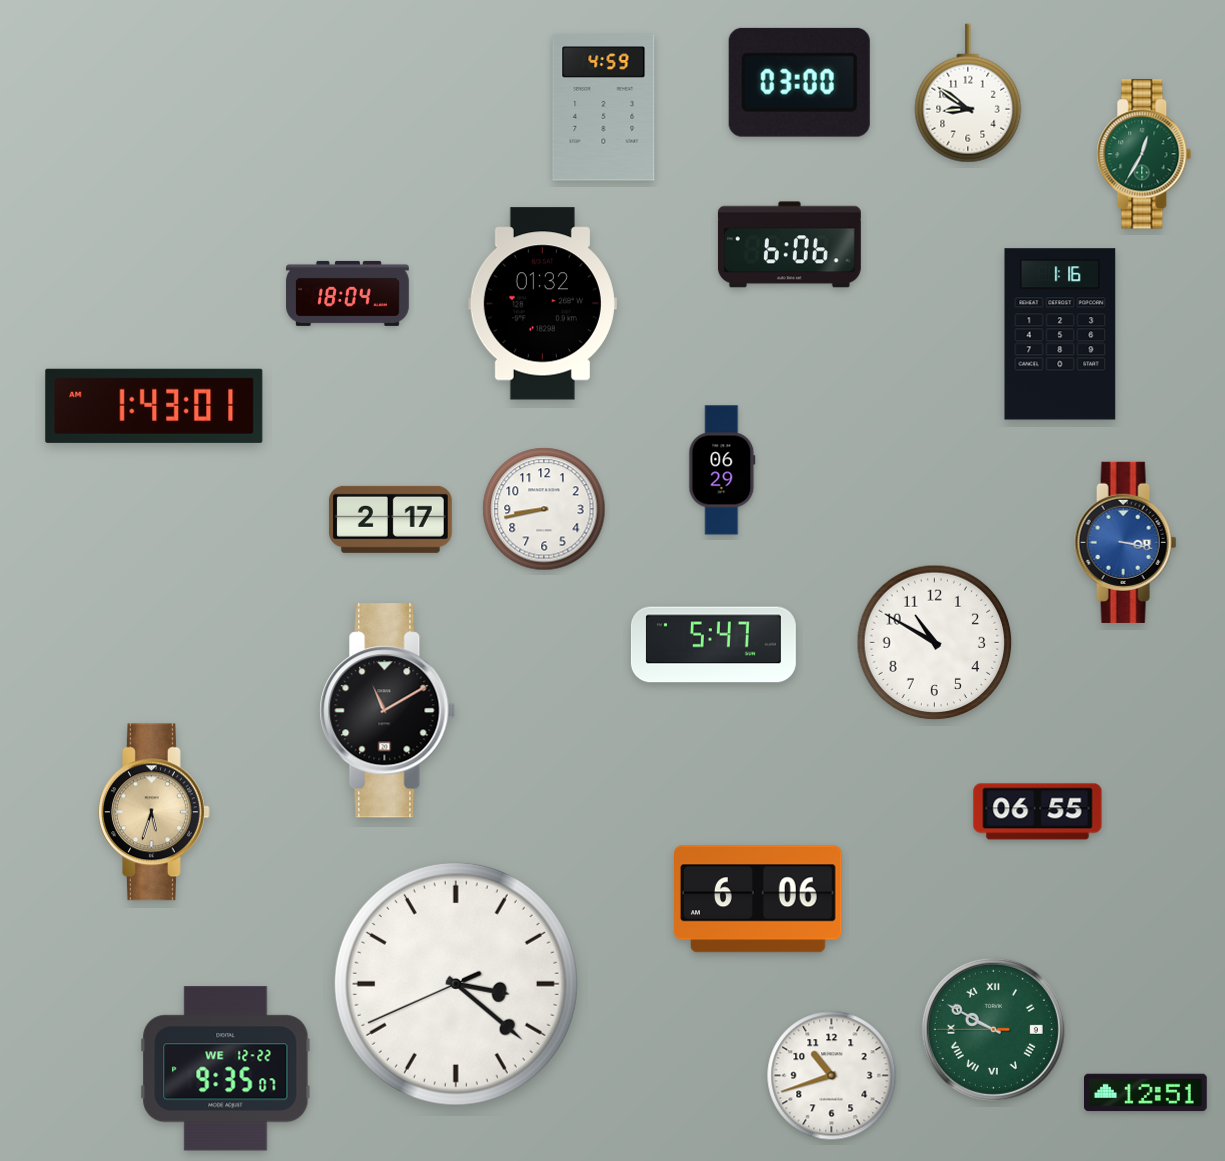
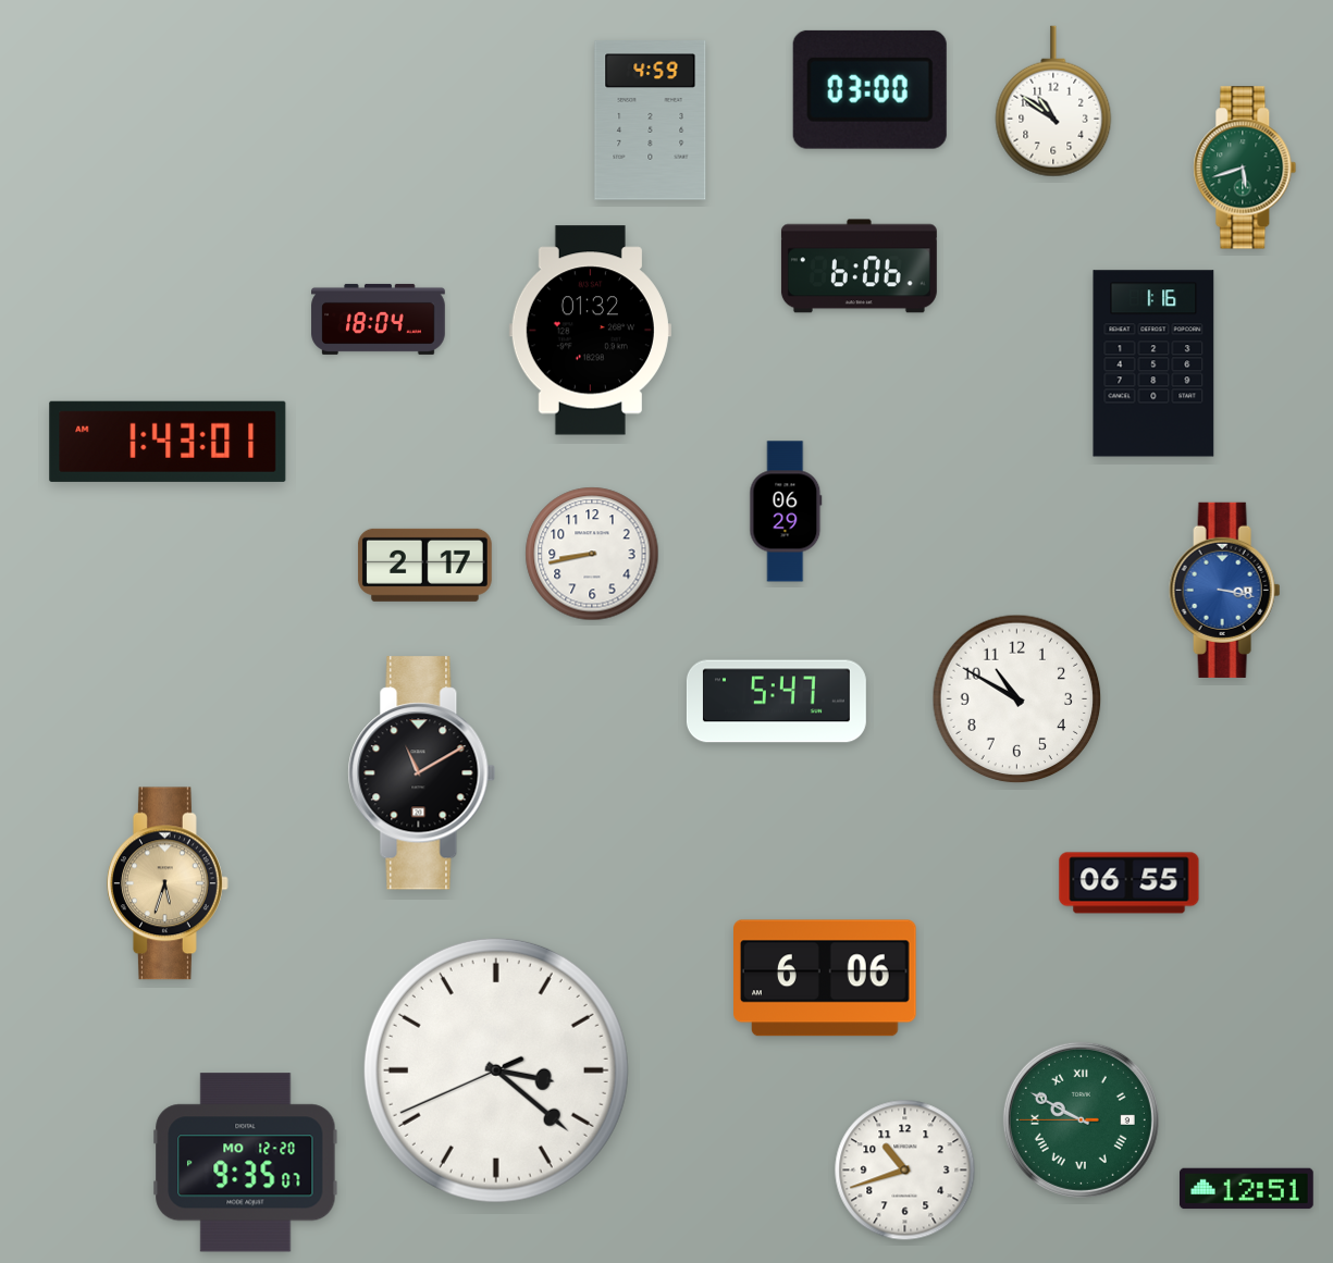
clock at (968, 93): 8:51 -> 10:51
clock at (604, 108) position: (604, 108) -> (651, 121)
clock at (1144, 154): 12:35 -> 5:42
clock at (226, 1069) date: WE 12-22 -> MO 12-20
